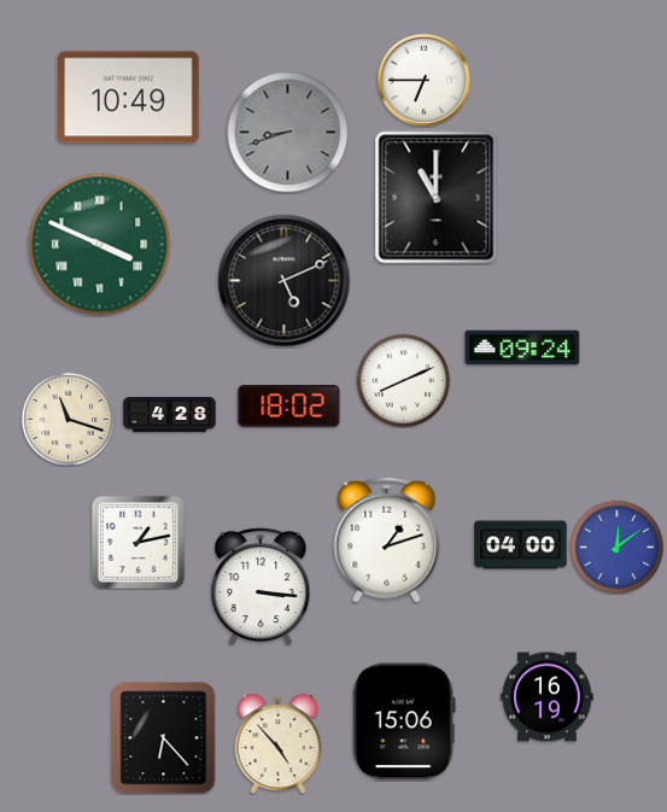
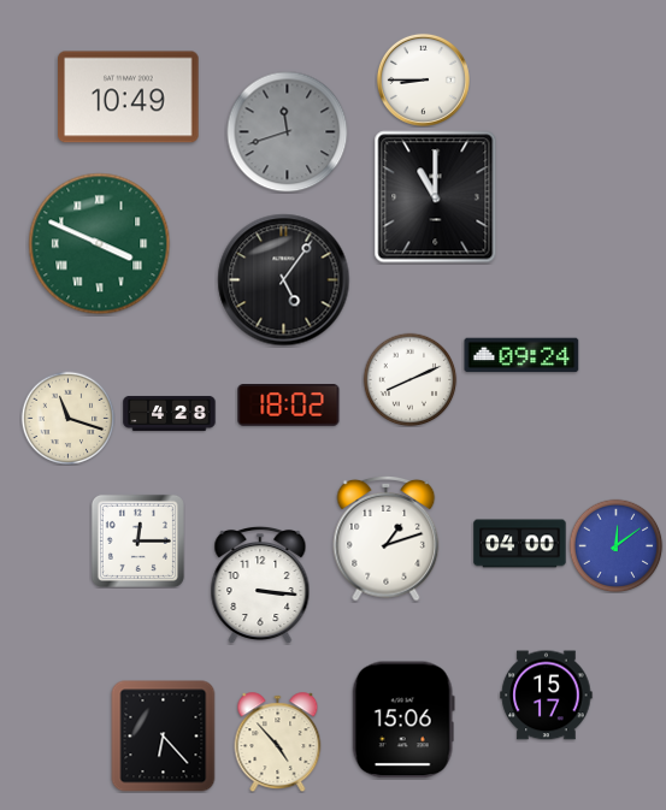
clock at (423, 80): 6:45 -> 8:45
clock at (288, 133): 8:42 -> 11:42
clock at (285, 281): 5:11 -> 5:06
clock at (522, 347) position: (522, 347) -> (521, 355)
clock at (403, 380) position: (403, 380) -> (409, 379)
clock at (138, 542): 1:13 -> 12:15
clock at (548, 697): 16:19 -> 15:17
